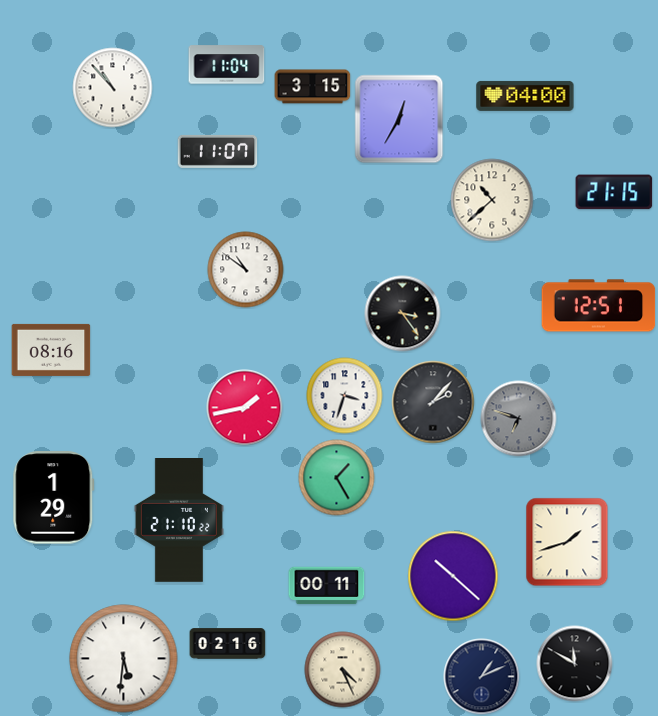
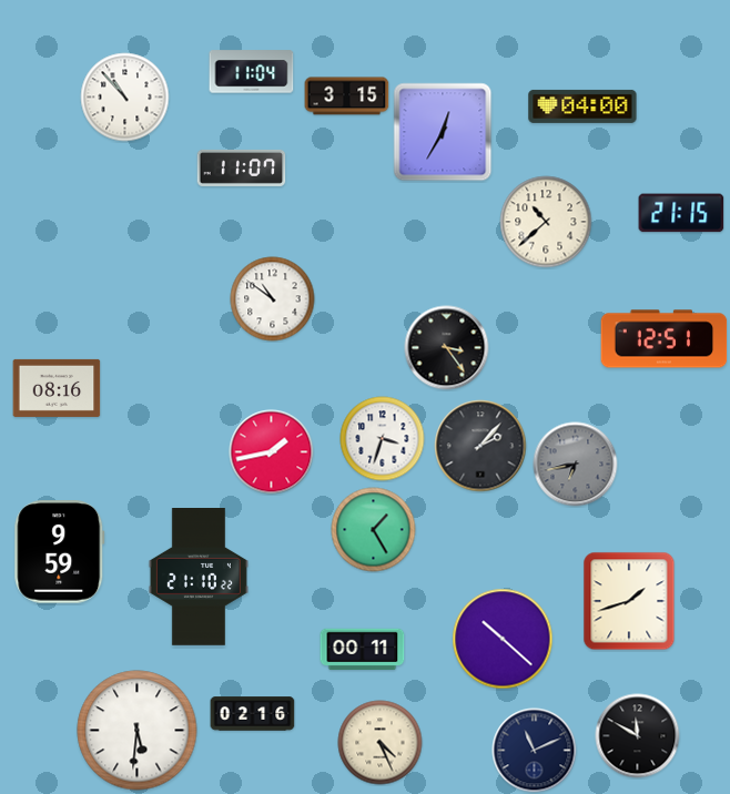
clock at (519, 419): 6:48 -> 6:43
clock at (54, 498): 1:29 -> 9:59
clock at (482, 677): 1:11 -> 11:11
